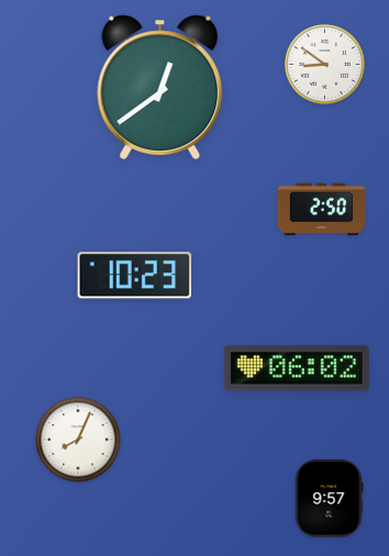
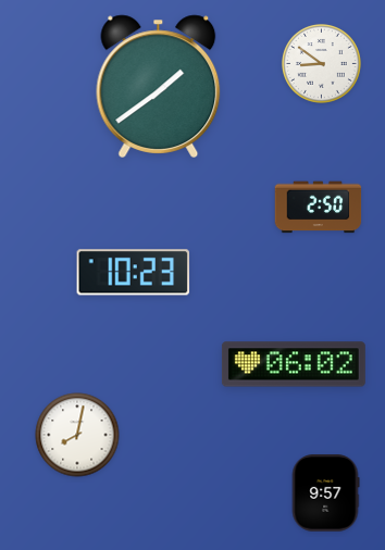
clock at (160, 87): 12:39 -> 1:39
clock at (78, 440): 8:04 -> 8:02
